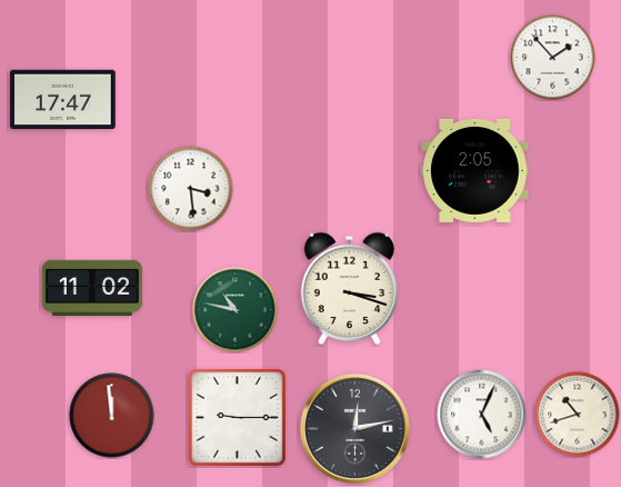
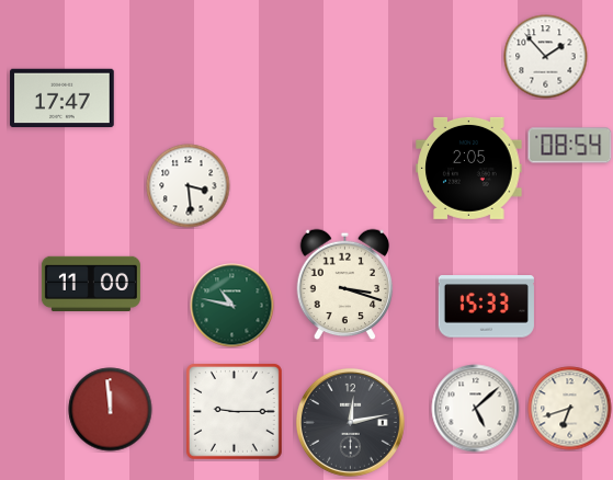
clock at (570, 146): none -> 08:54
clock at (92, 287): 11:02 -> 11:00
clock at (486, 307): none -> 15:33
clock at (482, 415): 5:04 -> 5:08
clock at (578, 415): 10:42 -> 6:42
